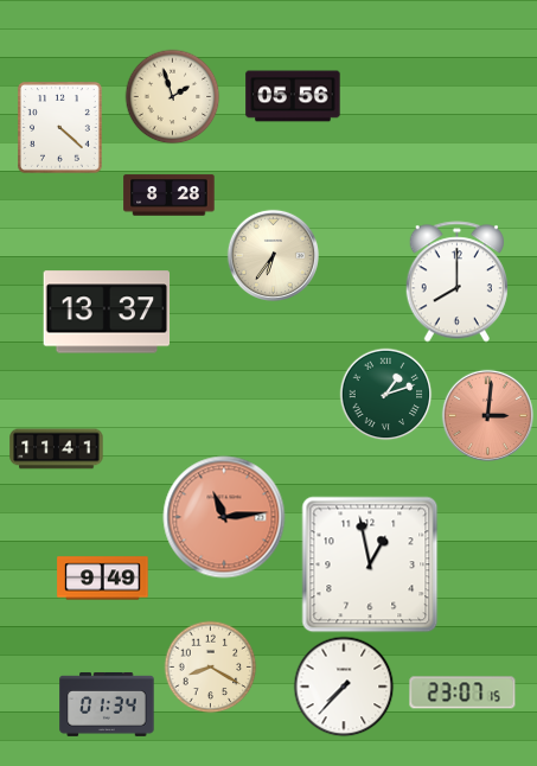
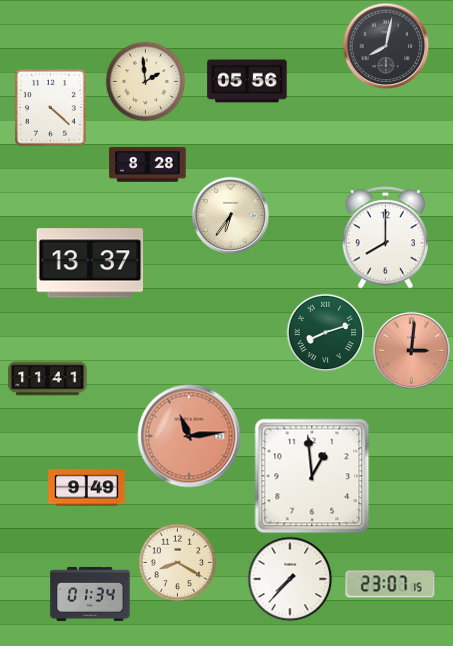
clock at (386, 46): none -> 8:02
clock at (172, 96): 1:57 -> 1:59
clock at (170, 196) position: (170, 196) -> (148, 165)
clock at (385, 394): 1:12 -> 8:12
clock at (370, 564): 12:58 -> 12:59
